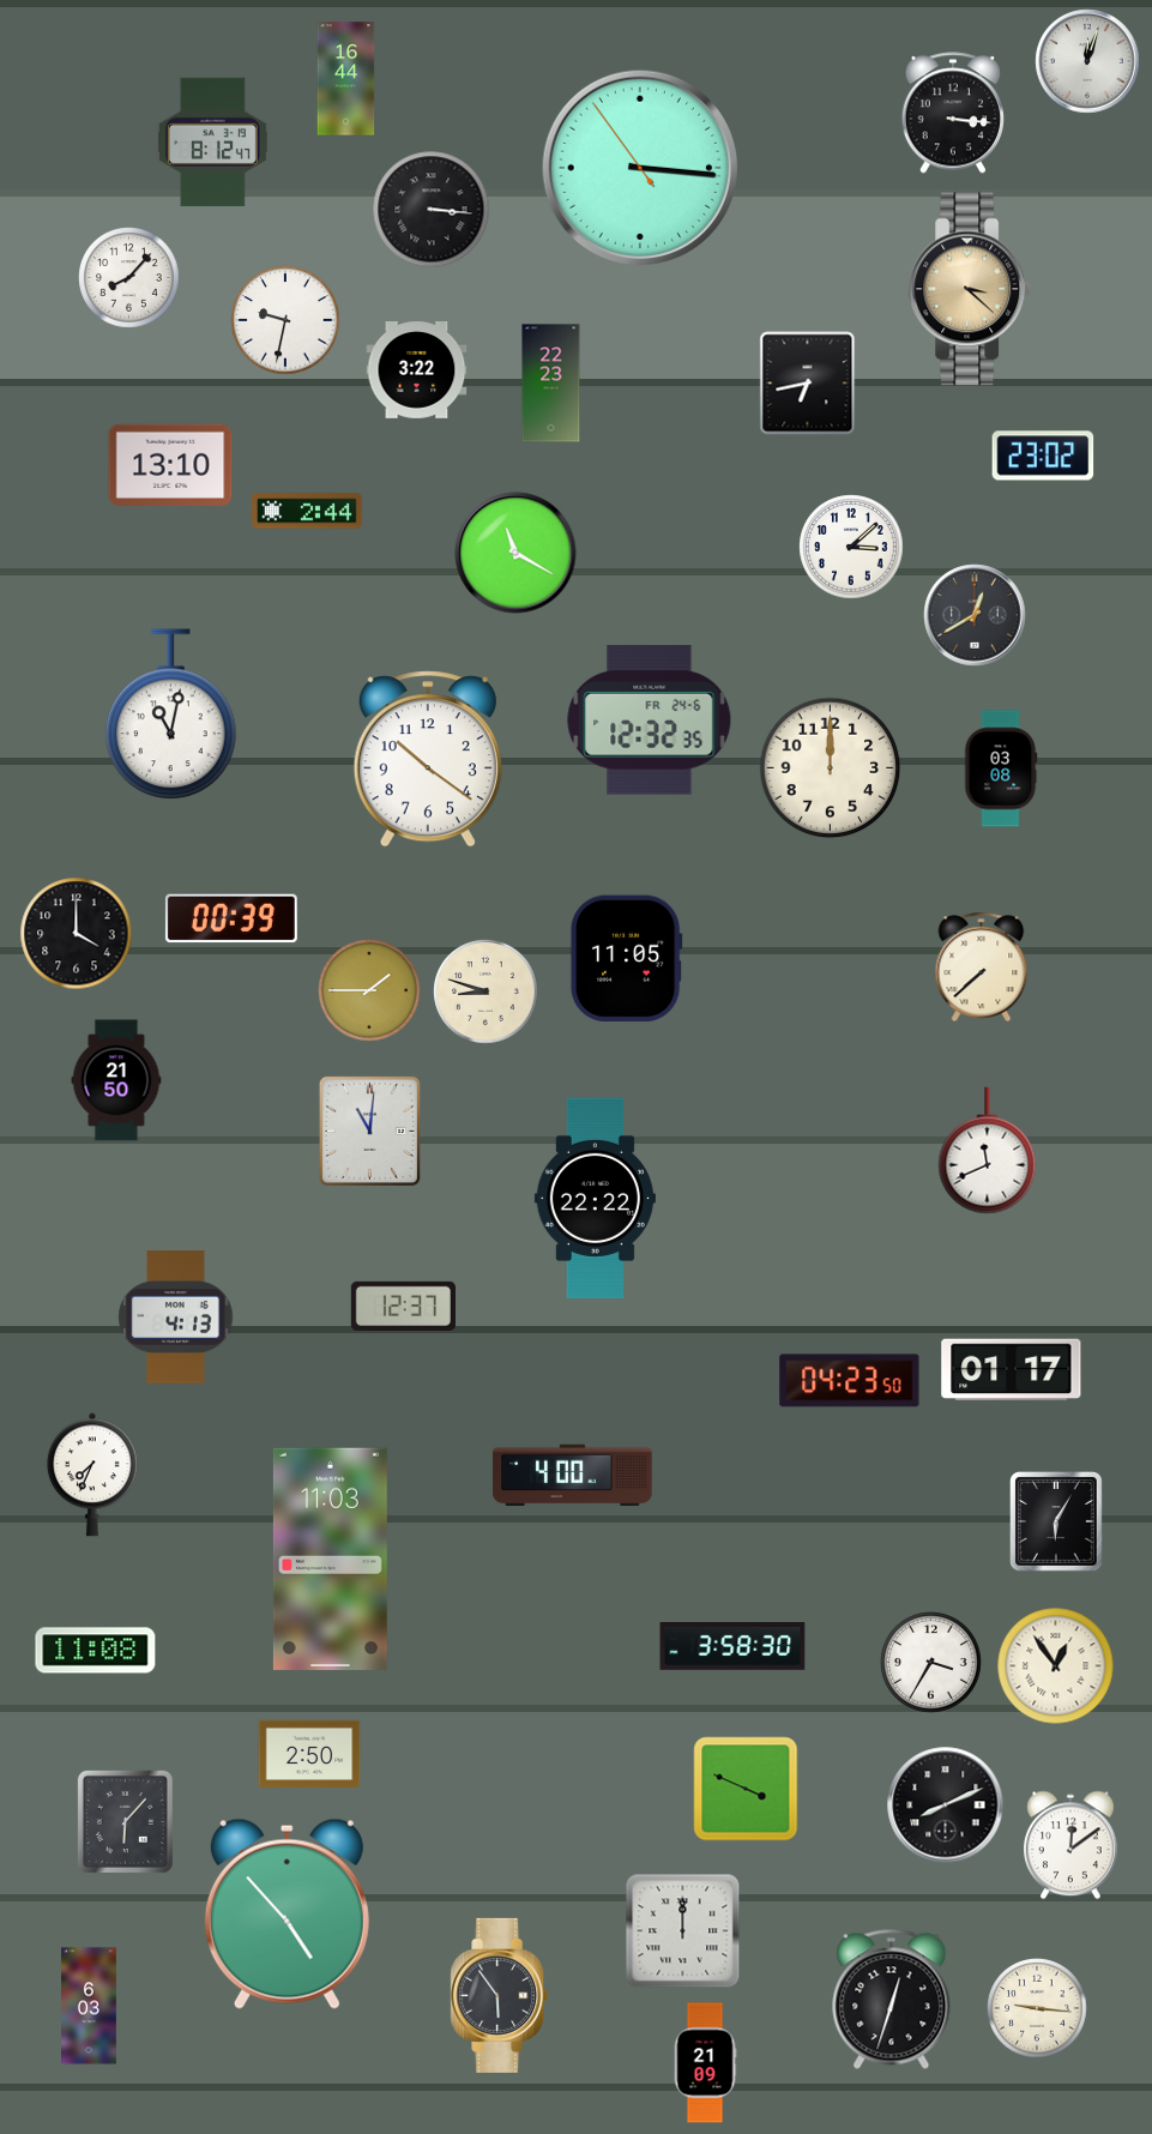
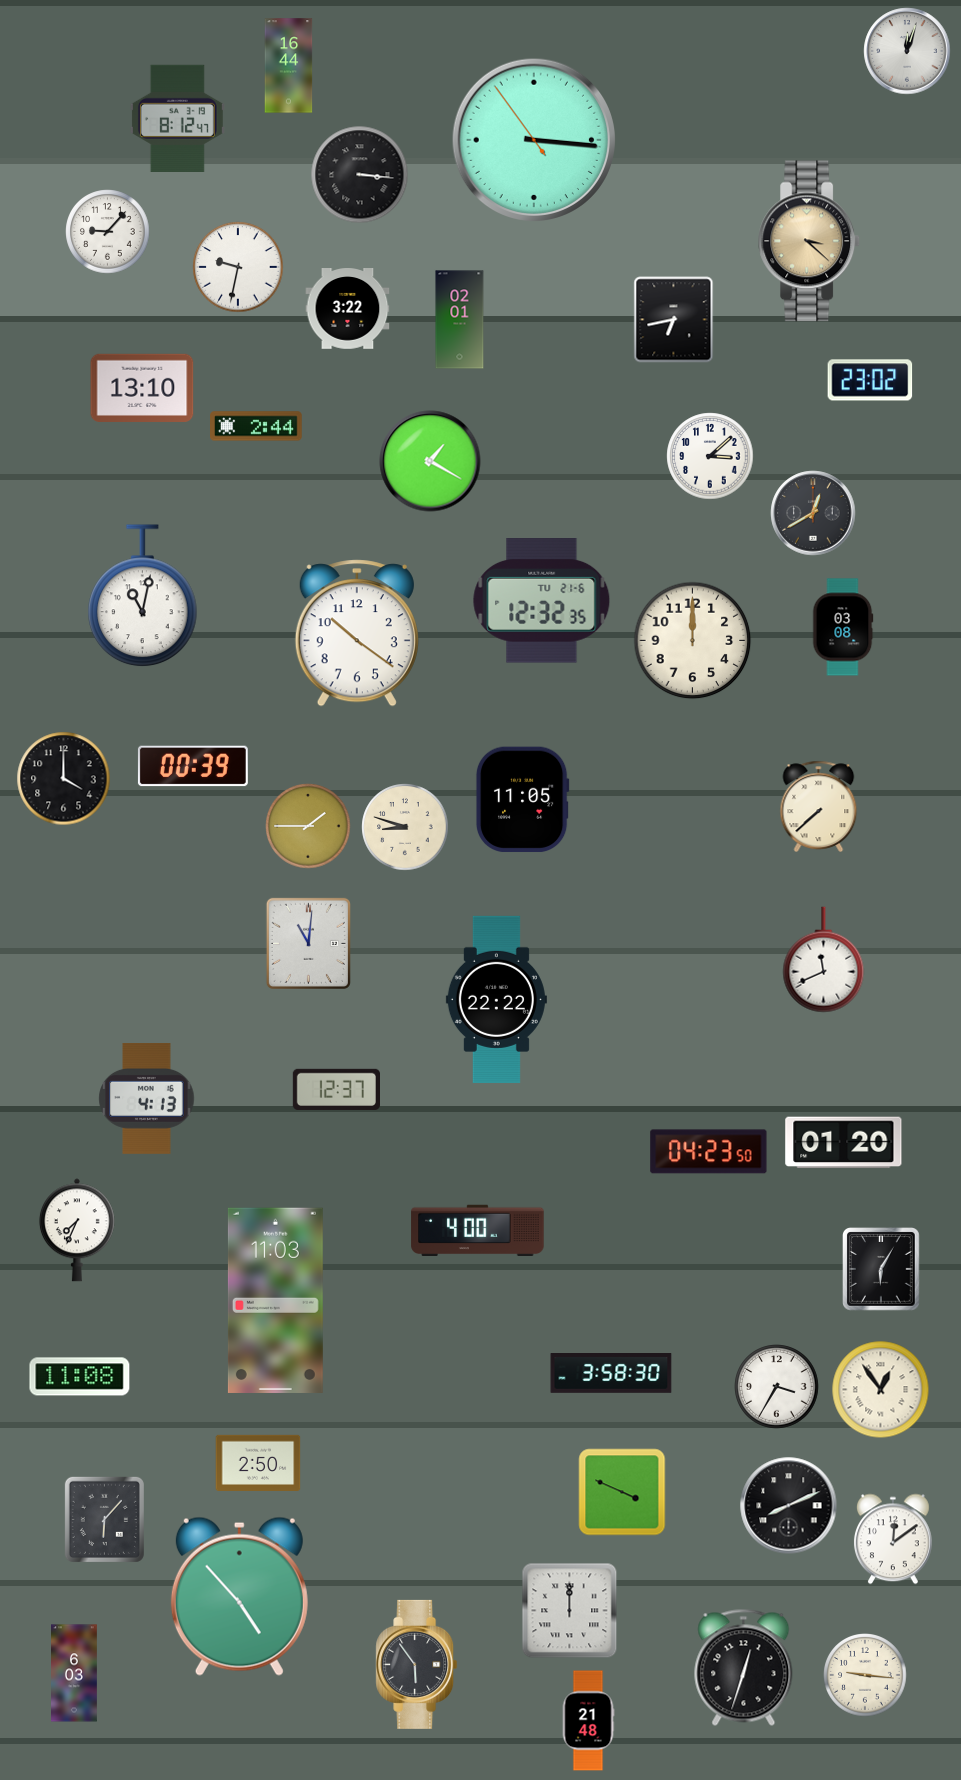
clock at (952, 113): 3:16 -> none
clock at (129, 278): 8:07 -> 9:07
clock at (551, 384): 22:23 -> 02:01
clock at (515, 553): 11:20 -> 1:20
clock at (650, 721) date: FR 24-6 -> TU 21-6
clock at (1001, 768) position: (1001, 768) -> (843, 627)
clock at (116, 1080): 21:50 -> none
clock at (1012, 1370): 01:17 -> 01:20
clock at (705, 2063): 21:09 -> 21:48
